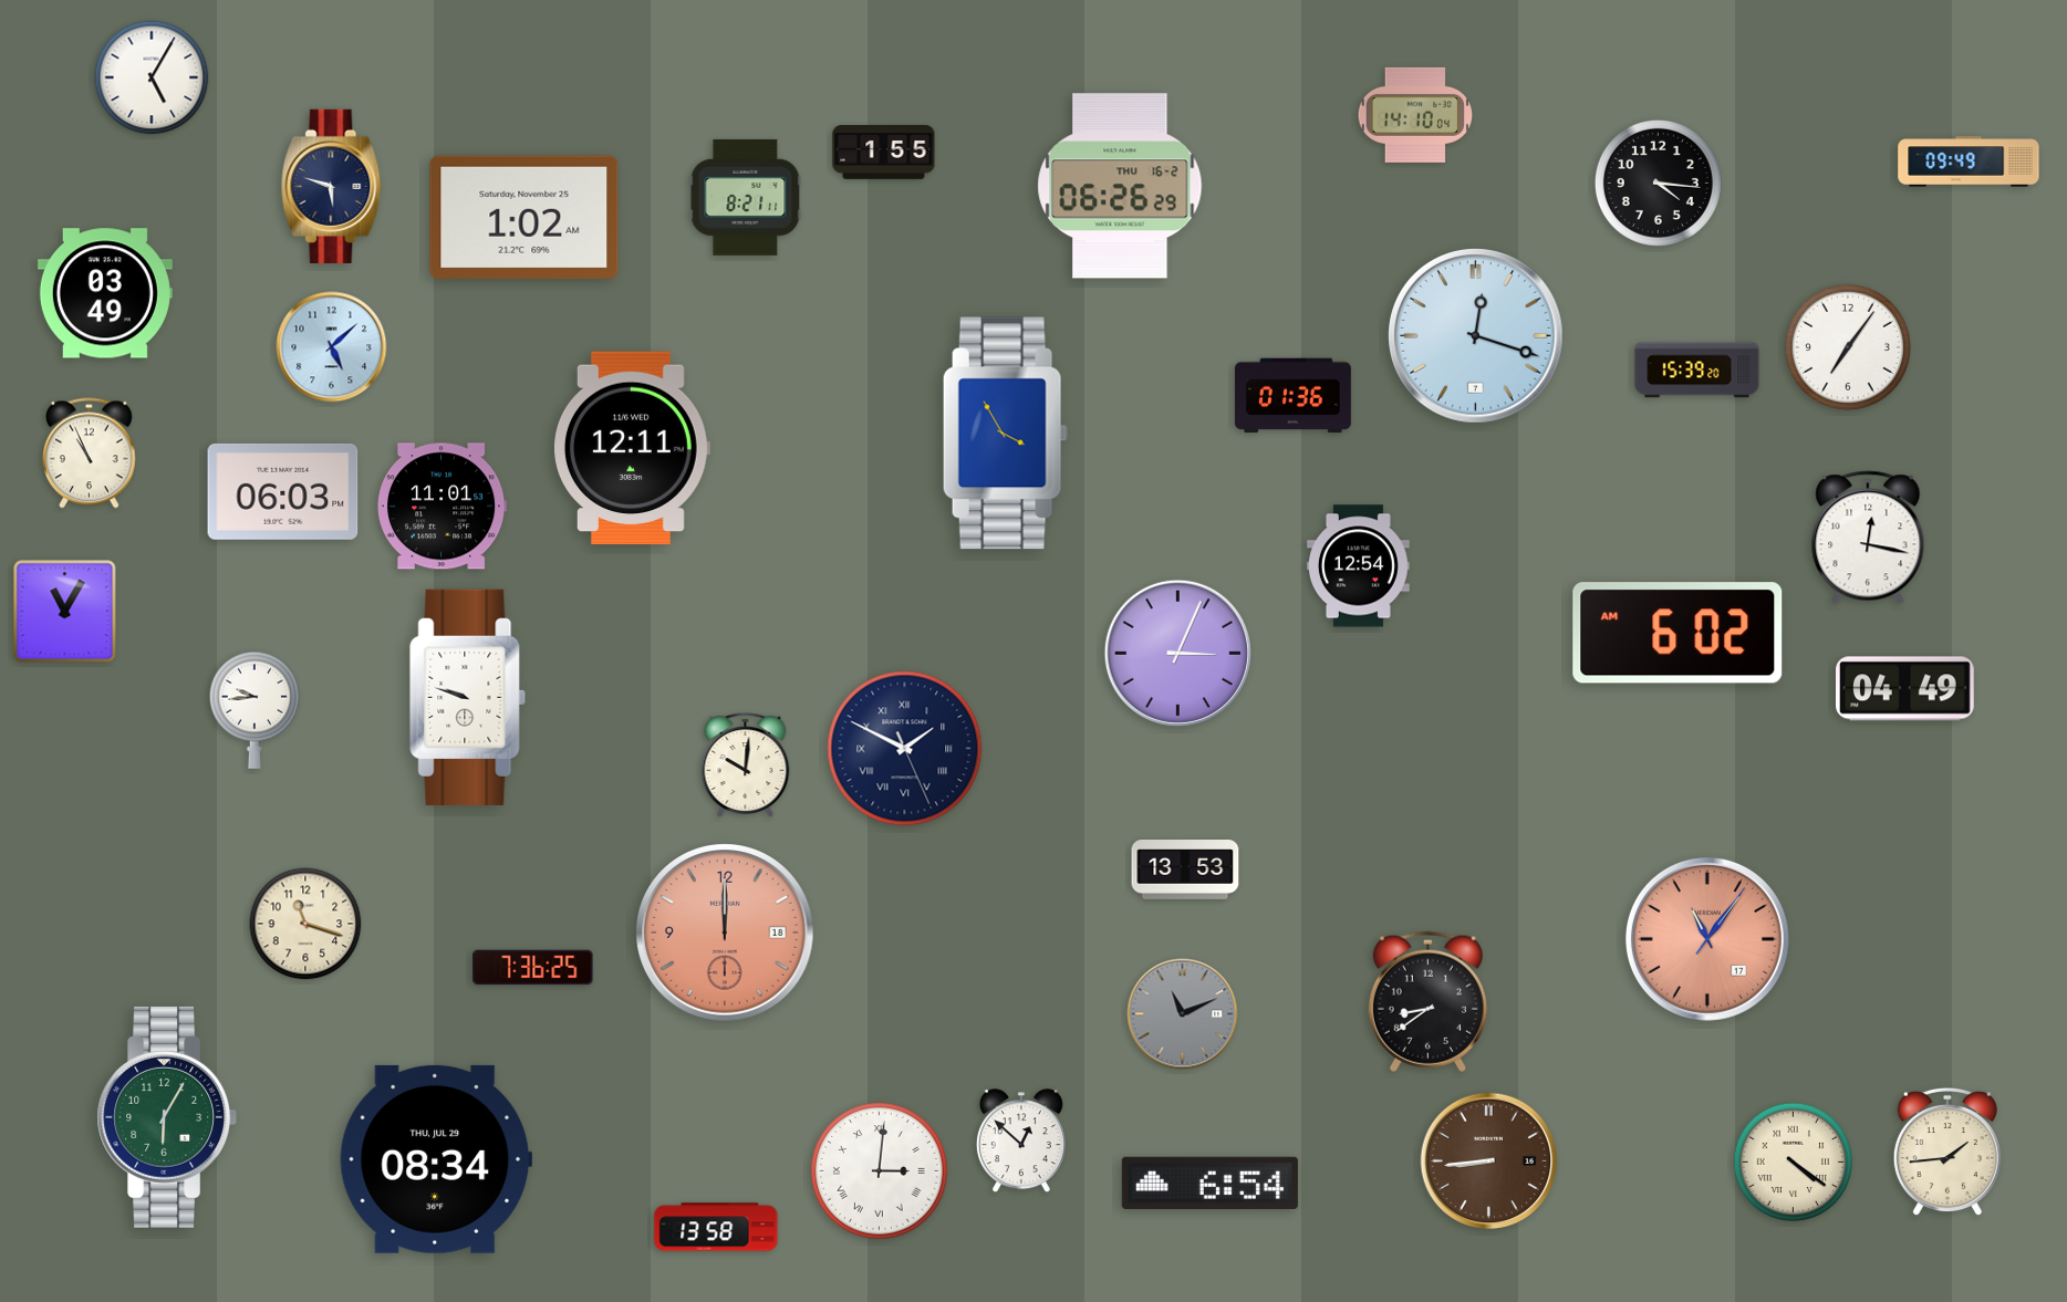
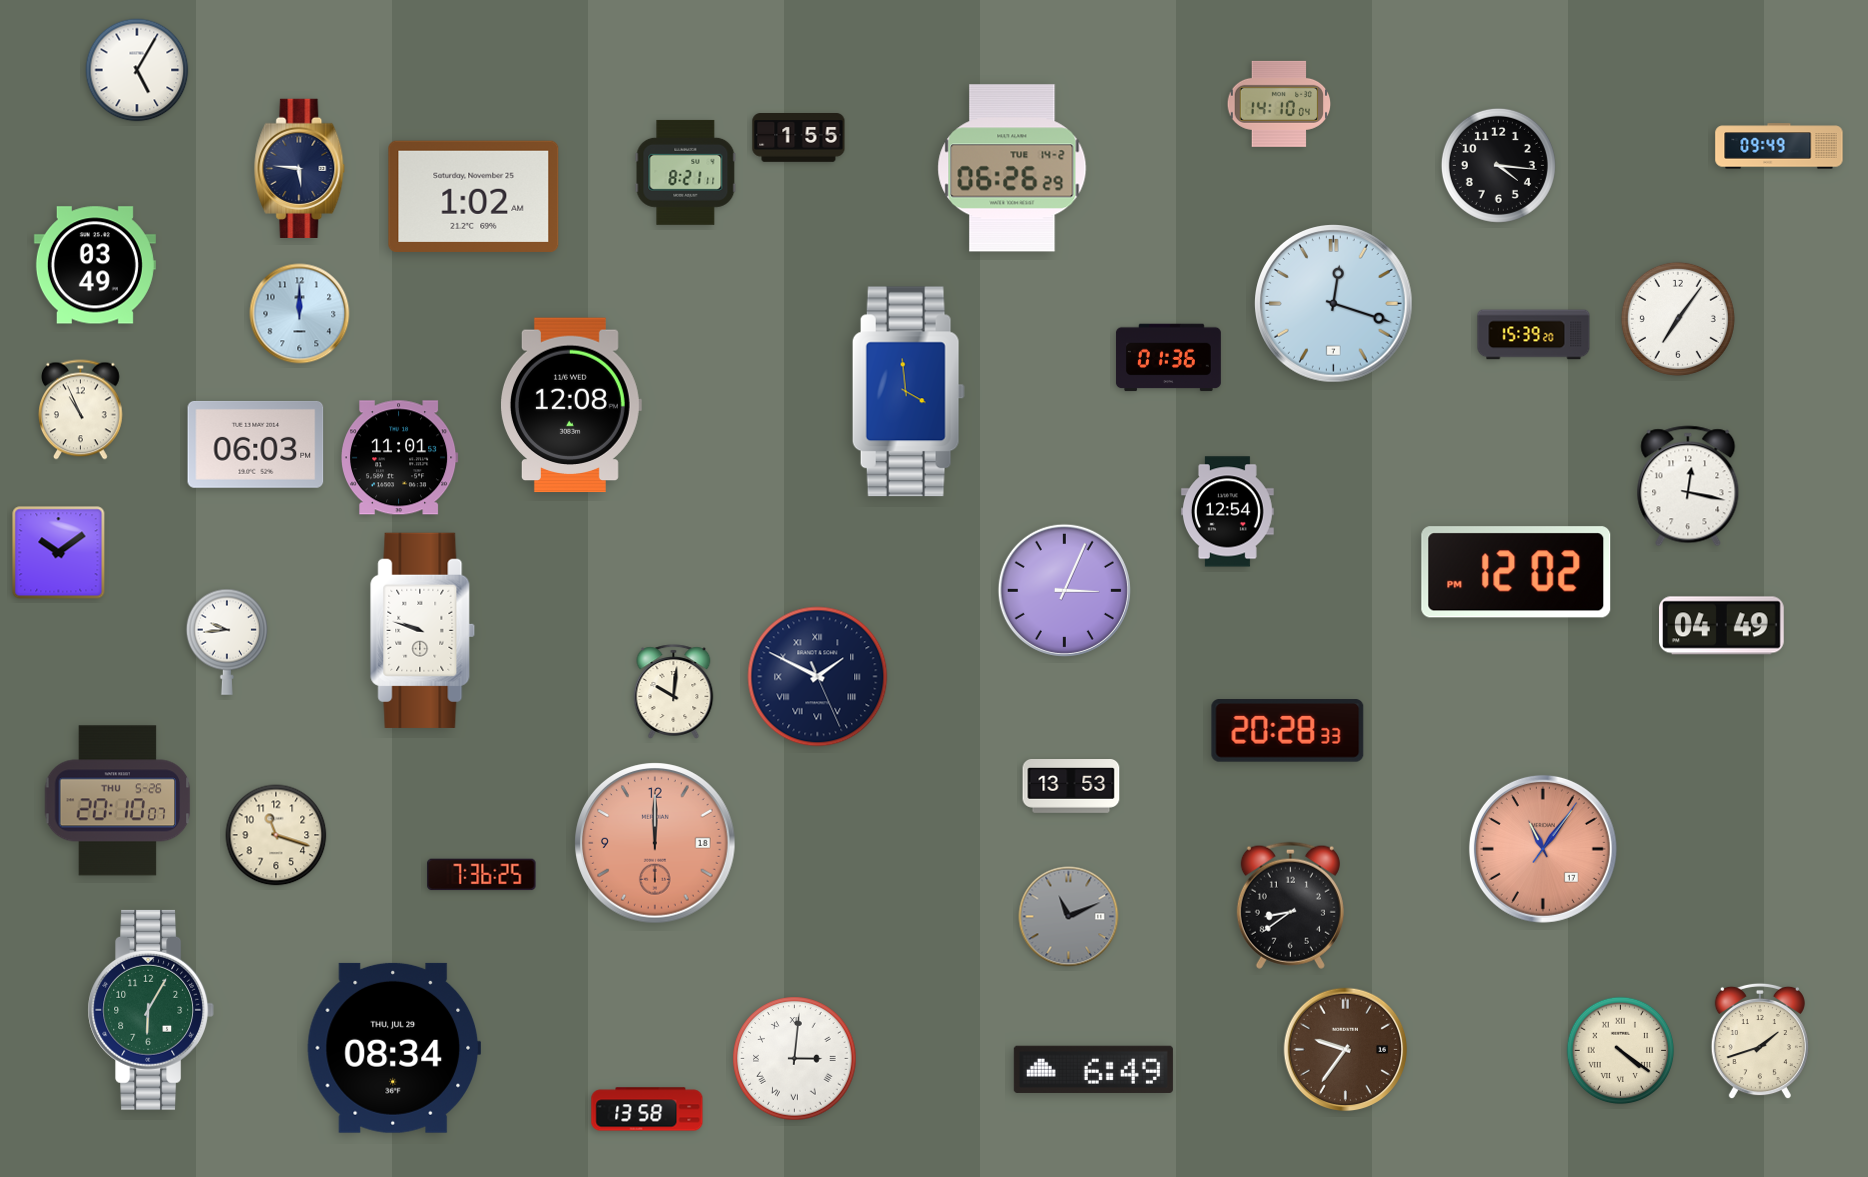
clock at (332, 186): 5:48 -> 5:46
clock at (1120, 186) date: THU 16-2 -> TUE 14-2
clock at (746, 197) position: (746, 197) -> (686, 172)
clock at (332, 347): 5:08 -> 12:00
clock at (1848, 347) position: (1848, 347) -> (1678, 319)
clock at (1005, 434): 3:55 -> 3:59
clock at (632, 448): 12:11 -> 12:08
clock at (65, 612): 11:05 -> 10:09
clock at (1678, 633): 6:02 -> 12:02
clock at (1905, 689) position: (1905, 689) -> (1722, 626)
clock at (255, 710) position: (255, 710) -> (227, 642)
clock at (1288, 731): none -> 20:28
clock at (118, 801): none -> 20:10
clock at (1021, 1142): 12:52 -> none
clock at (1947, 1152): 1:44 -> 1:42
clock at (1489, 1162): 8:44 -> 9:36
clock at (1209, 1183): 6:54 -> 6:49
